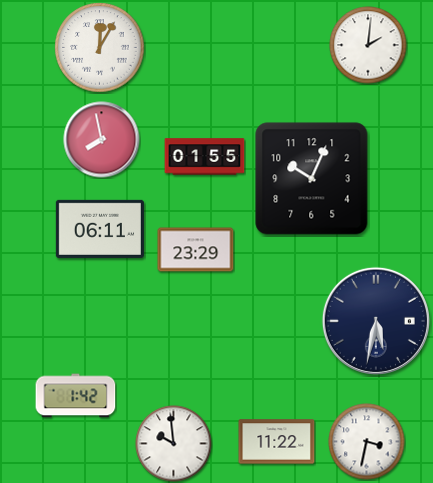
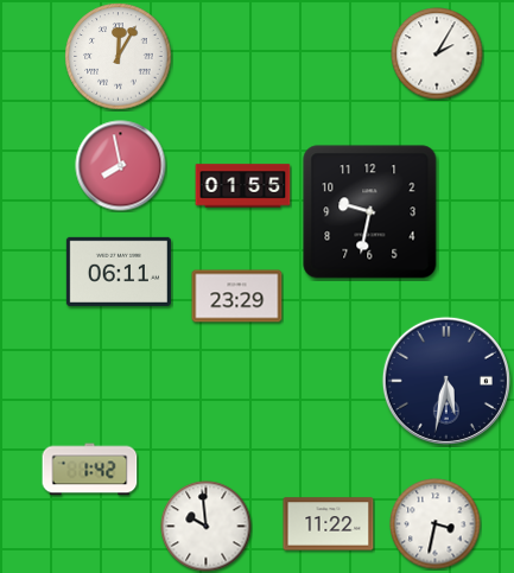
clock at (368, 45): 2:01 -> 2:05
clock at (312, 179): 10:04 -> 9:32
clock at (196, 250) position: (196, 250) -> (237, 297)
